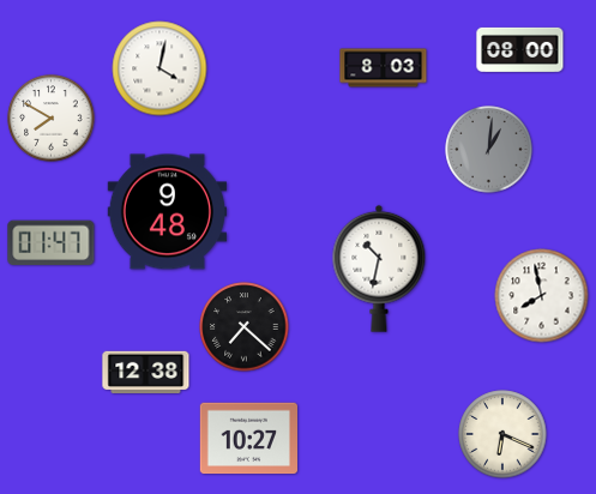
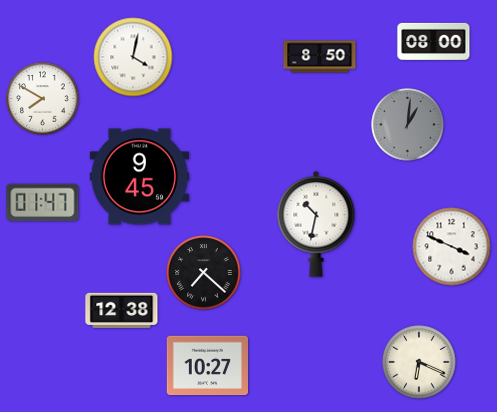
clock at (384, 68): 8:03 -> 8:50
clock at (167, 212): 9:48 -> 9:45
clock at (542, 296): 7:58 -> 3:49
